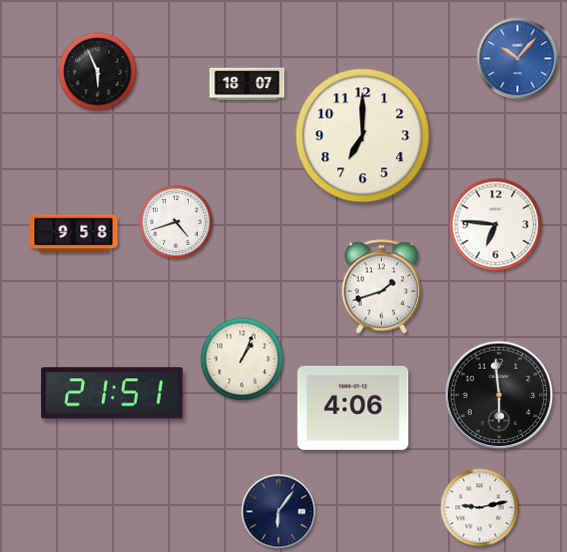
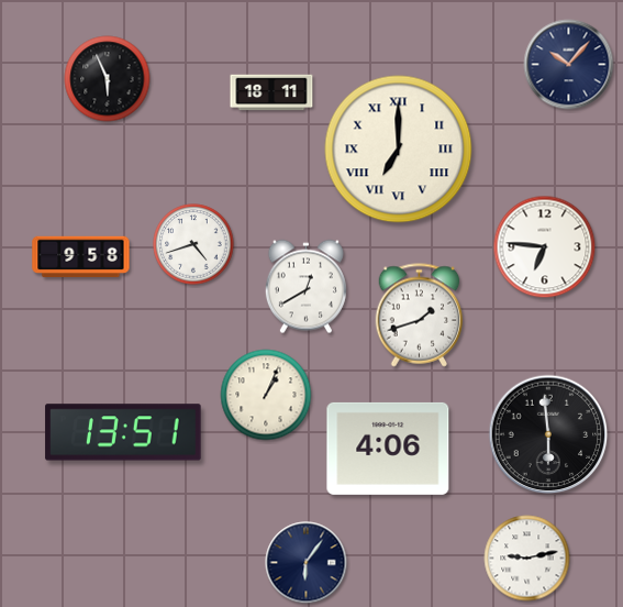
clock at (518, 59) dial: blue -> navy
clock at (247, 84): 18:07 -> 18:11
clock at (363, 136) numerals: Arabic -> Roman
clock at (305, 287): none -> 12:40
clock at (112, 393): 21:51 -> 13:51
